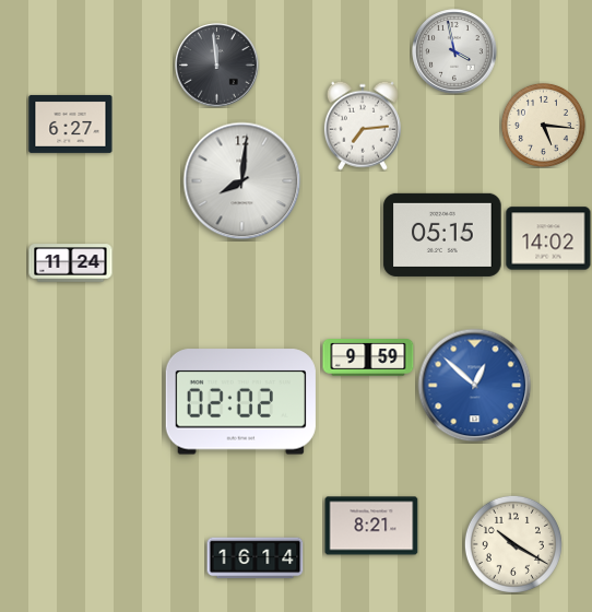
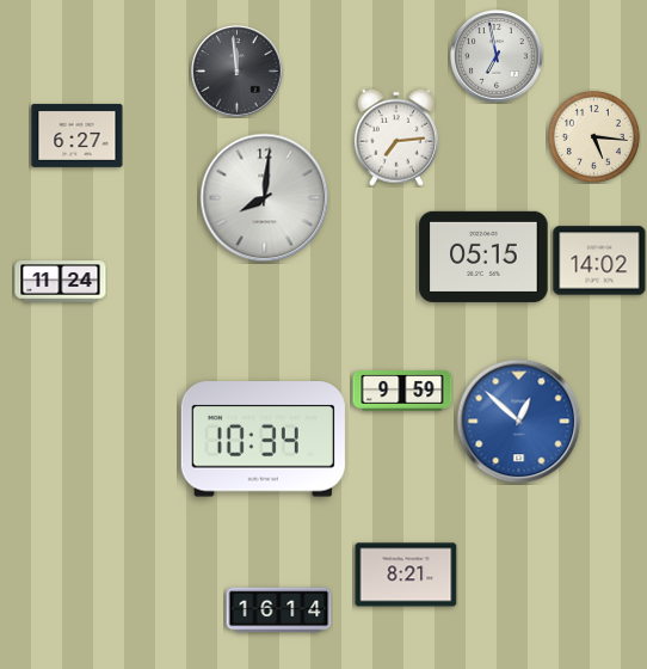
clock at (454, 51): 3:58 -> 6:58
clock at (71, 263) position: (71, 263) -> (61, 282)
clock at (240, 402): 02:02 -> 10:34
clock at (513, 544): 10:20 -> none
